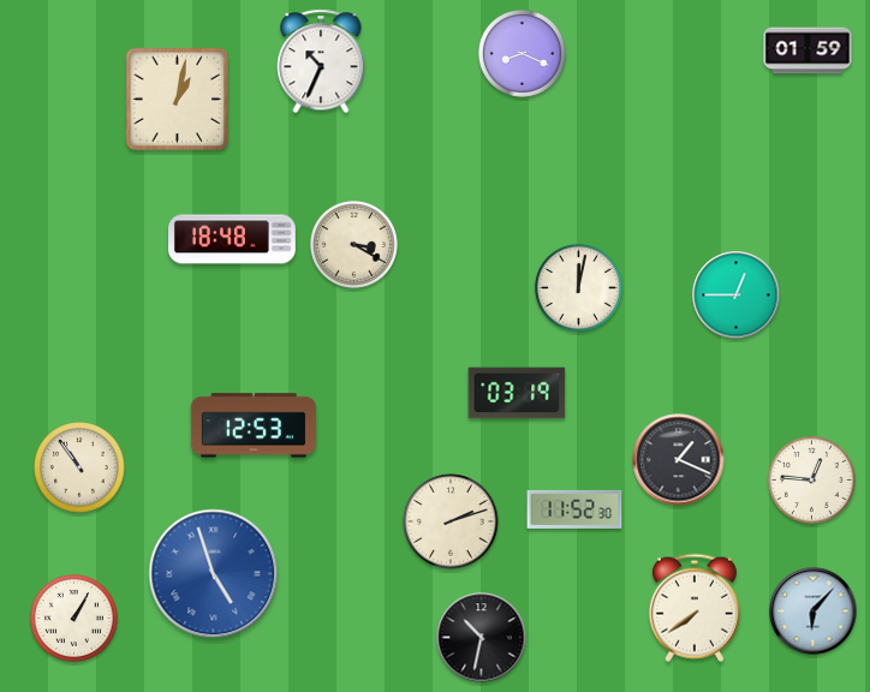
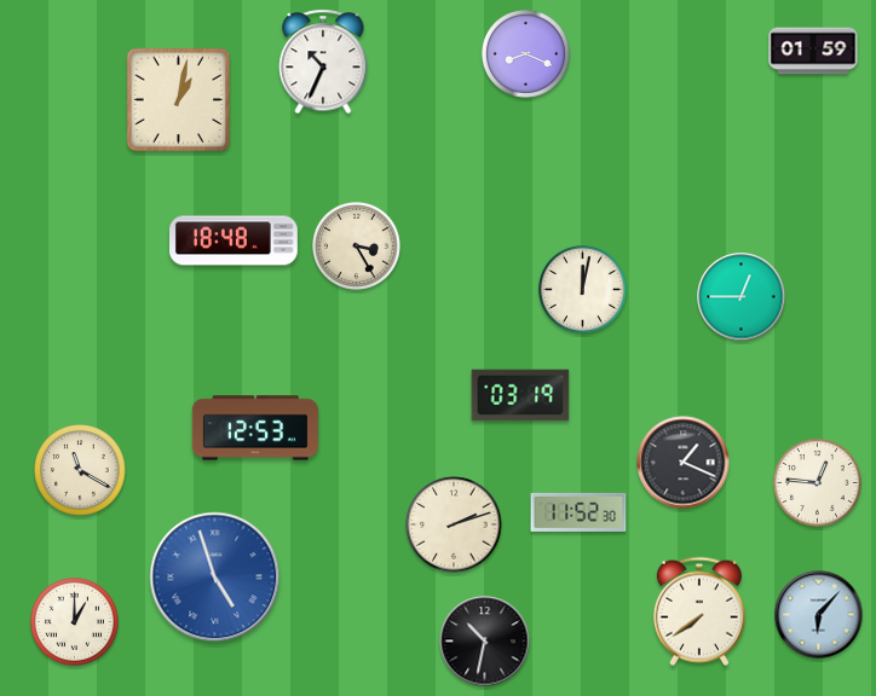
clock at (354, 245): 3:20 -> 3:25
clock at (79, 467): 10:54 -> 11:20
clock at (75, 619): 1:05 -> 1:00
